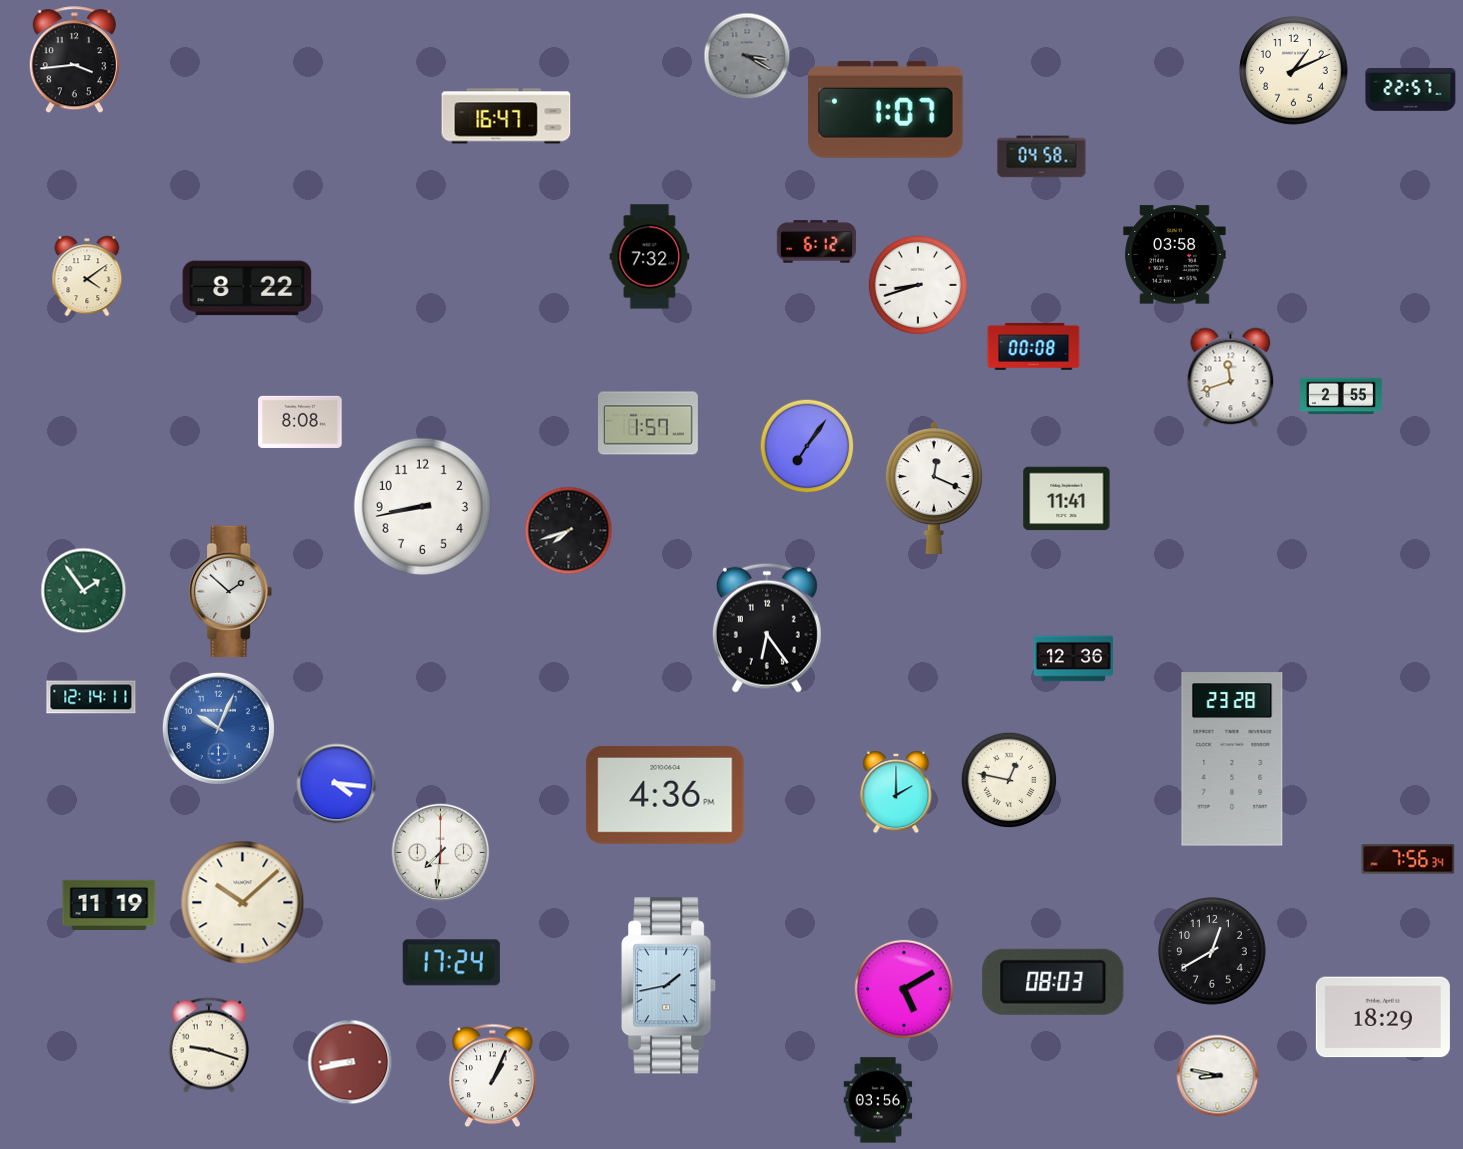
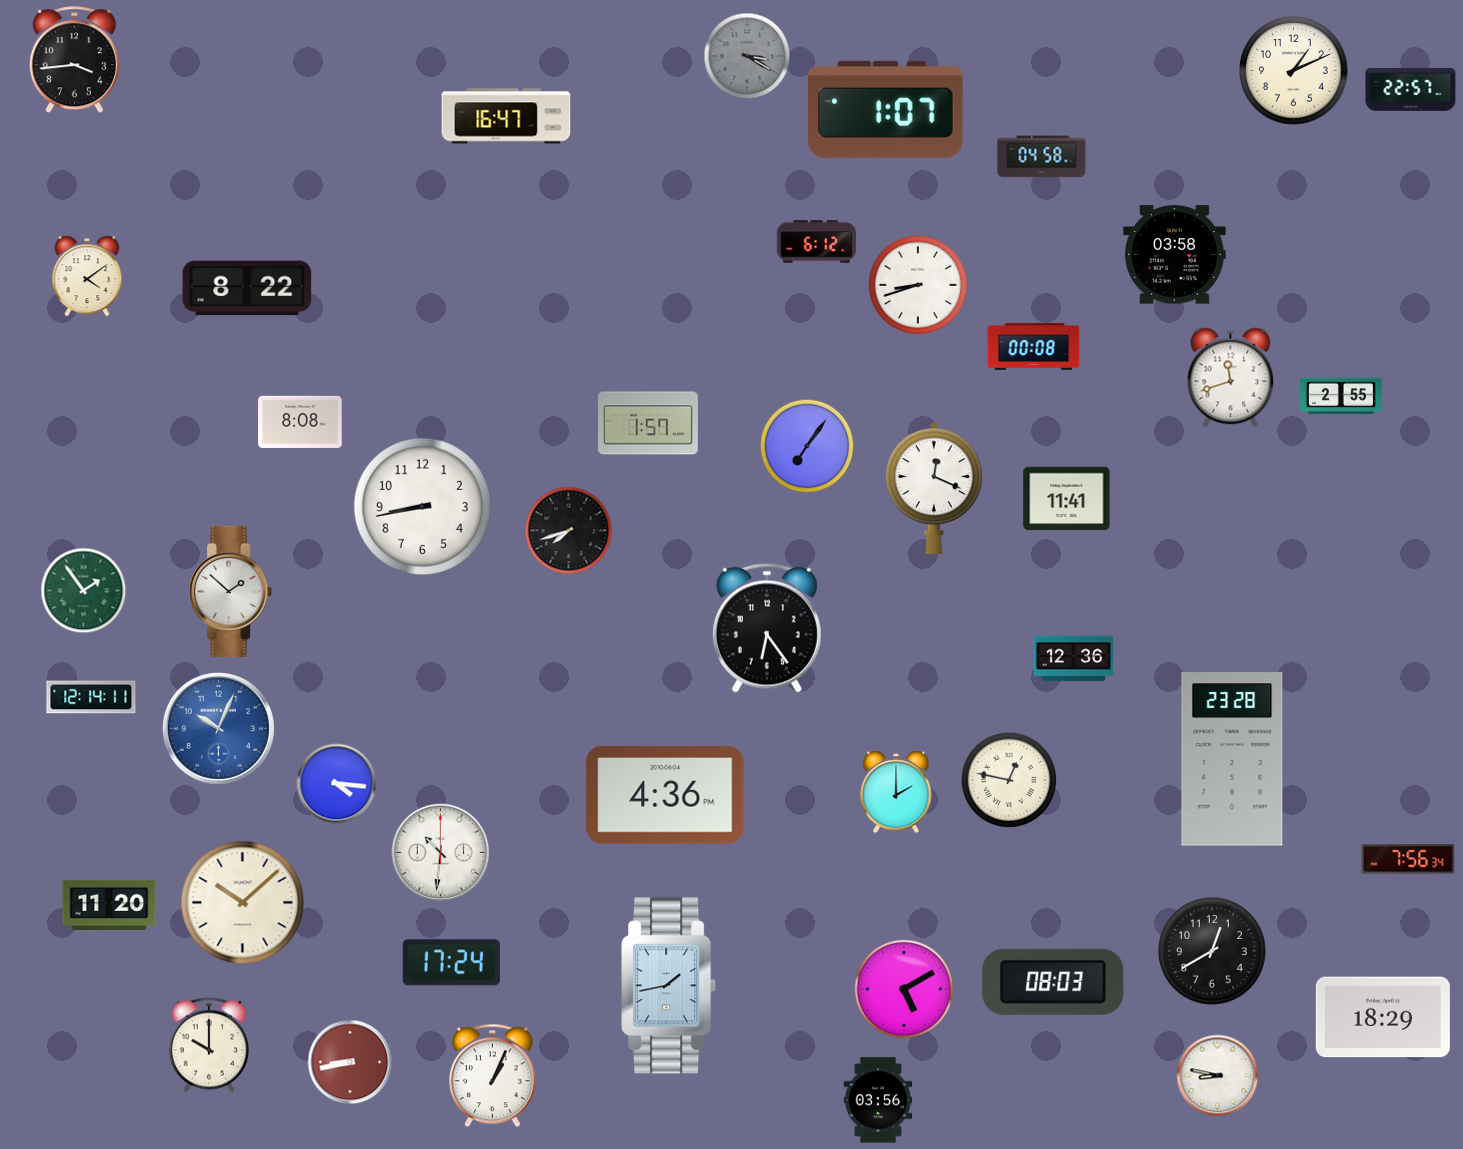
clock at (650, 257): 7:32 -> none
clock at (441, 853): 7:31 -> 10:31
clock at (109, 905): 11:19 -> 11:20
clock at (209, 1045): 9:18 -> 10:00
